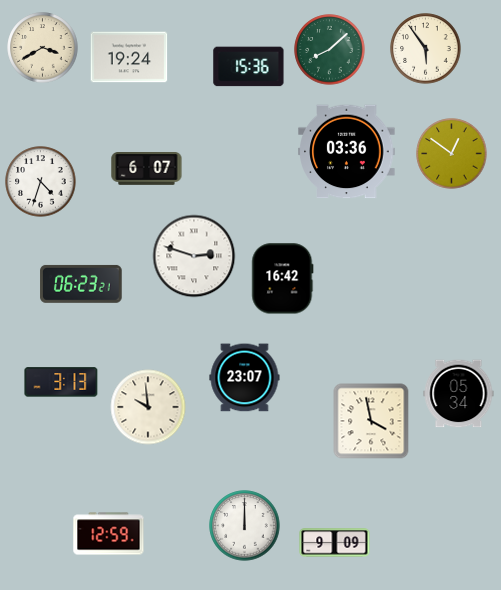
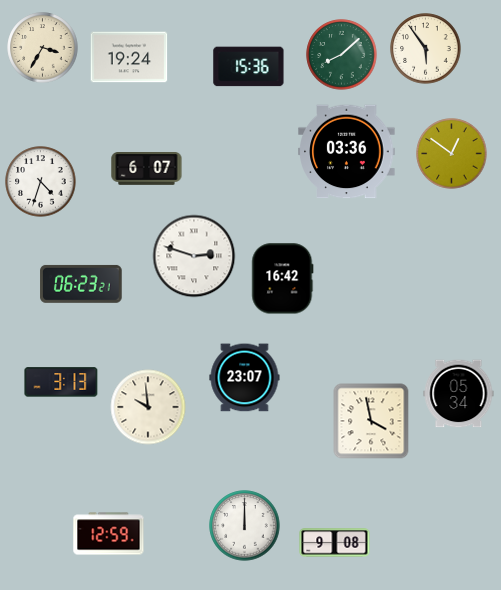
clock at (43, 48): 3:40 -> 3:35
clock at (330, 50) position: (330, 50) -> (342, 55)
clock at (335, 543): 9:09 -> 9:08
